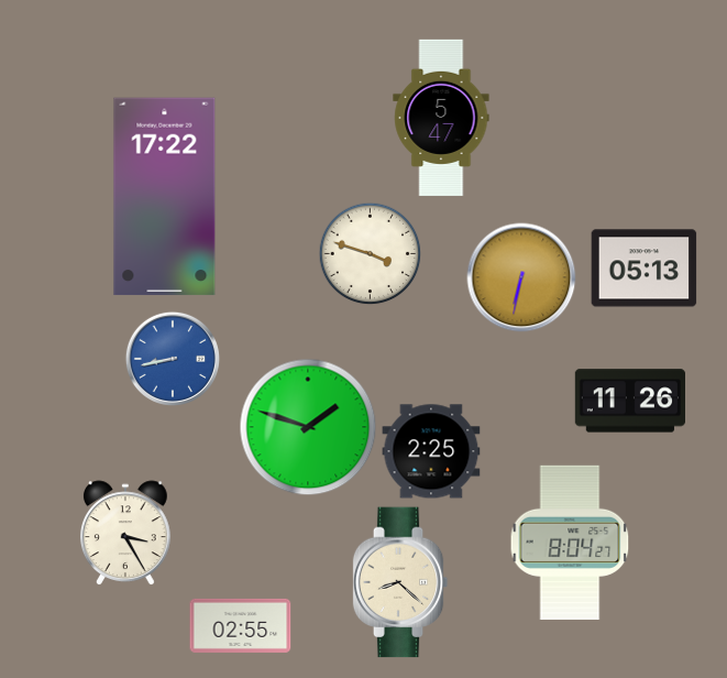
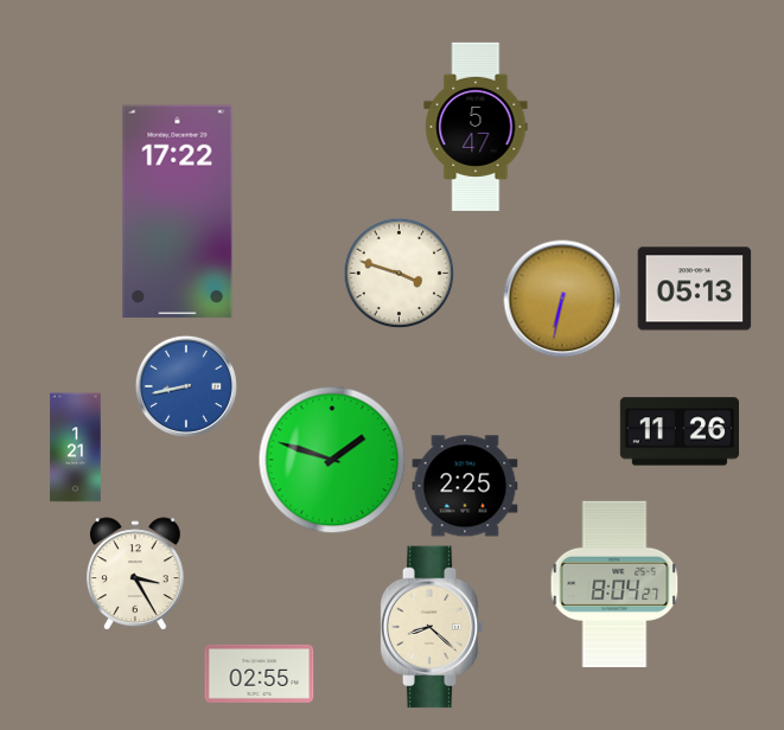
clock at (76, 448): none -> 1:21
